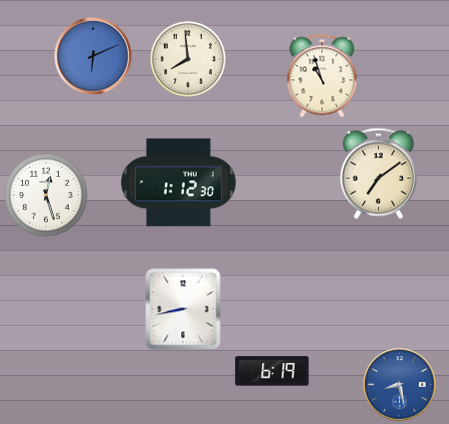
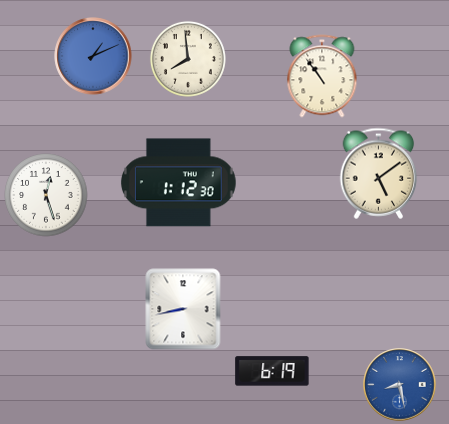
clock at (93, 56): 6:11 -> 1:11
clock at (322, 76): 10:57 -> 10:54
clock at (379, 173): 7:09 -> 5:09
